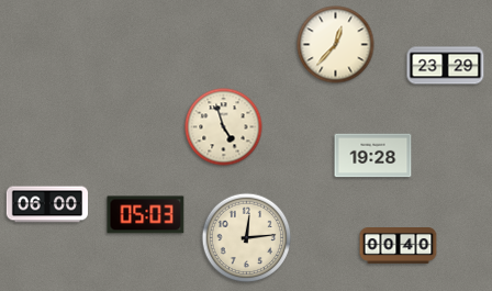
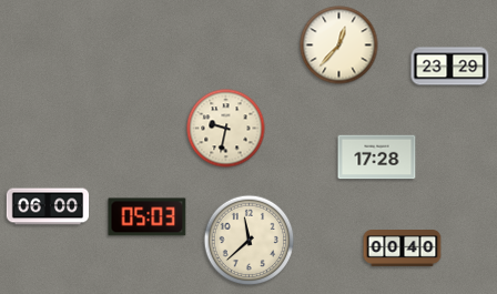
clock at (224, 127): 4:57 -> 9:32
clock at (373, 156): 19:28 -> 17:28
clock at (247, 238): 12:14 -> 11:38
